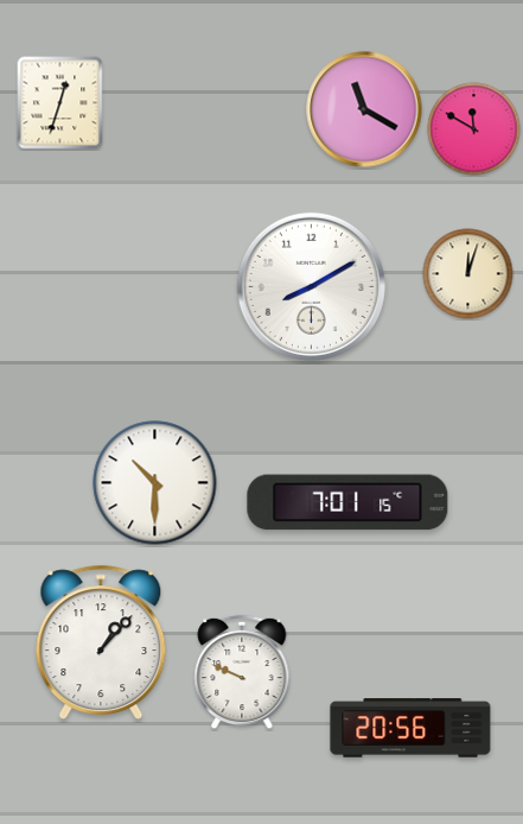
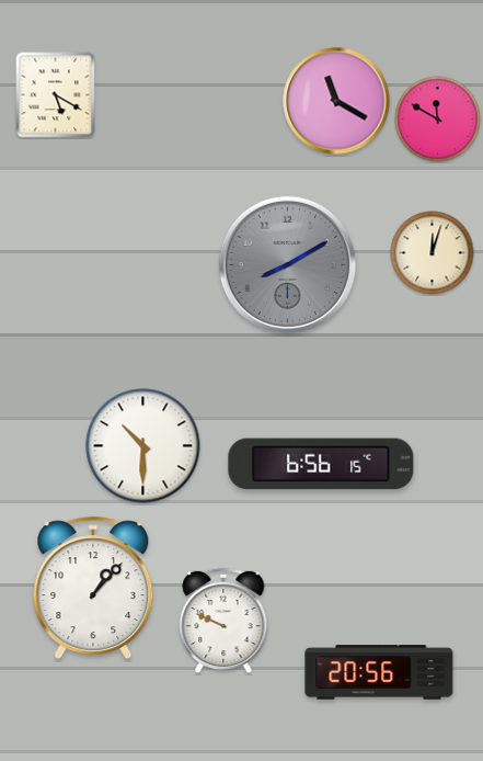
clock at (60, 103): 12:33 -> 5:20
clock at (311, 286) dial: white -> grey
clock at (347, 502): 7:01 -> 6:56
clock at (101, 641) position: (101, 641) -> (93, 587)
